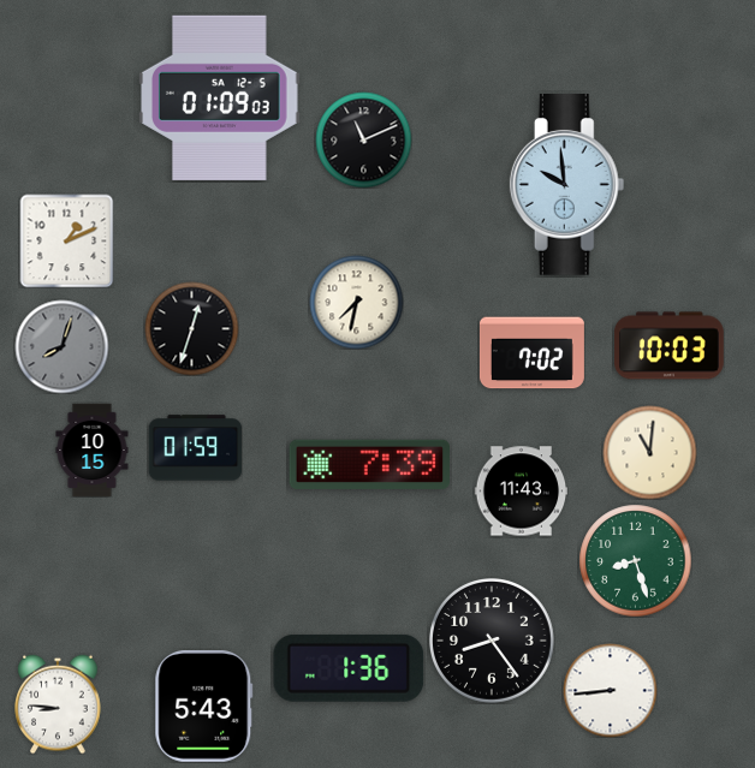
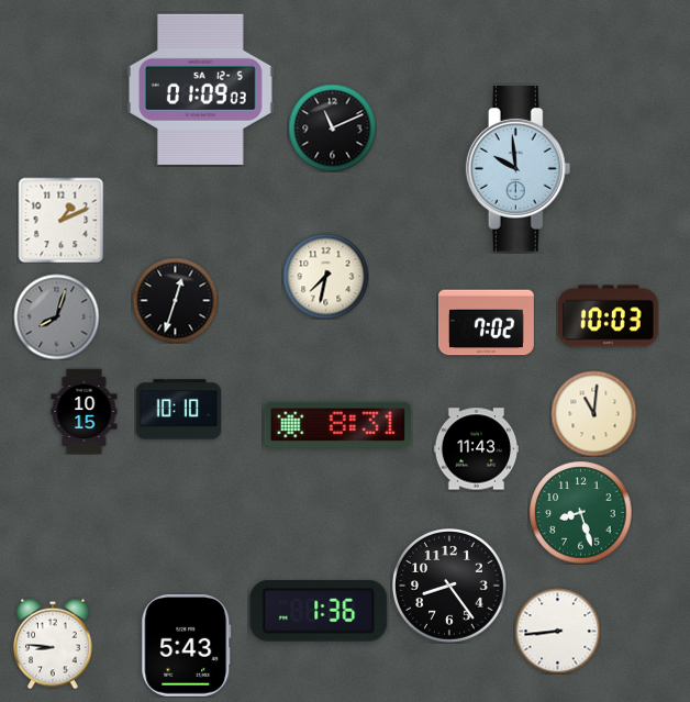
clock at (670, 346) position: (670, 346) -> (609, 316)
clock at (195, 448): 01:59 -> 10:10
clock at (369, 464): 7:39 -> 8:31
